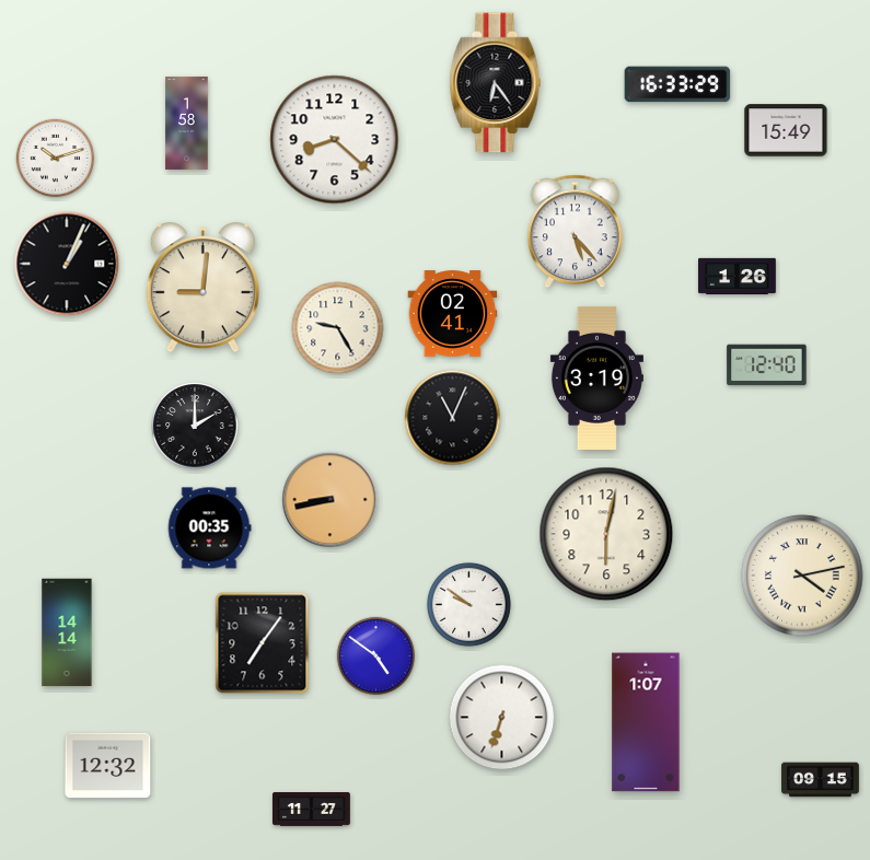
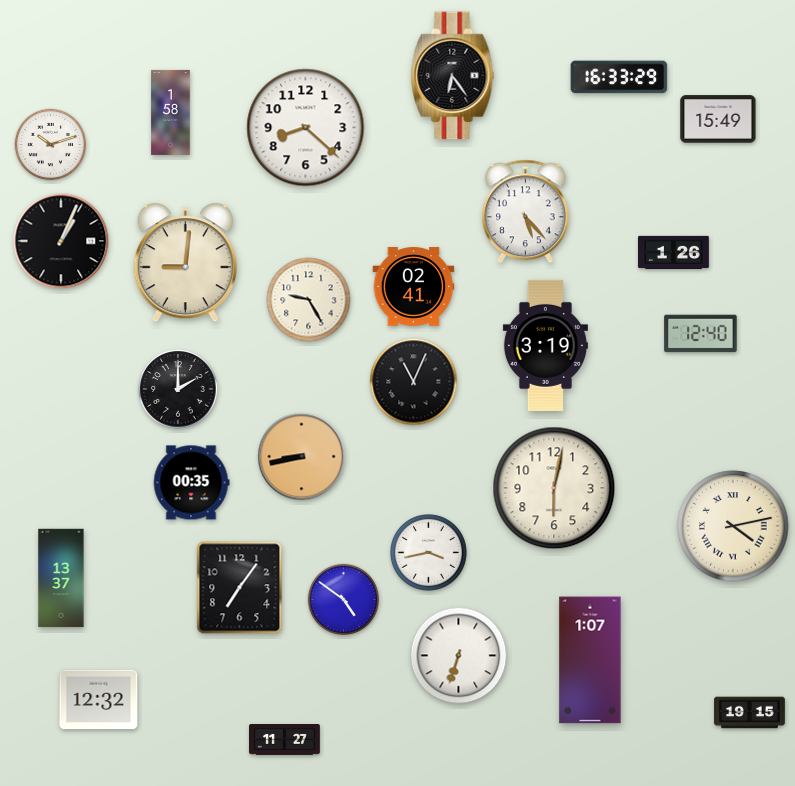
clock at (469, 605): 9:51 -> 3:43
clock at (67, 632): 14:14 -> 13:37
clock at (821, 780): 09:15 -> 19:15
